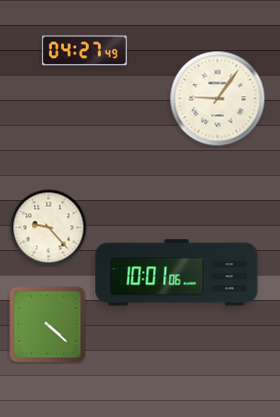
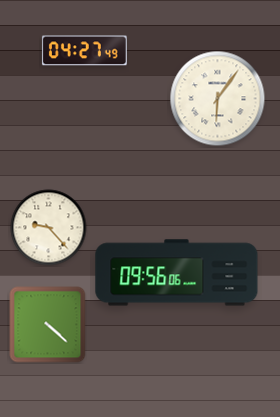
clock at (218, 99): 9:06 -> 6:06
clock at (177, 273): 10:01 -> 09:56
